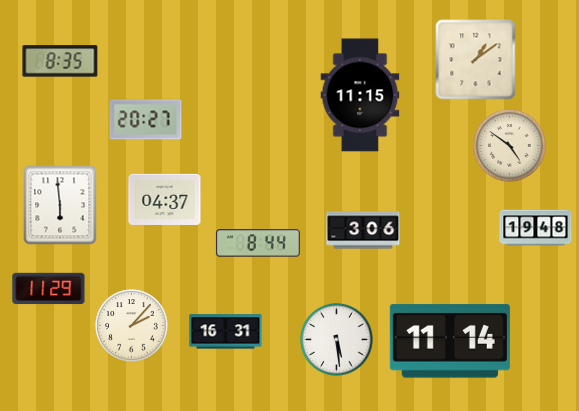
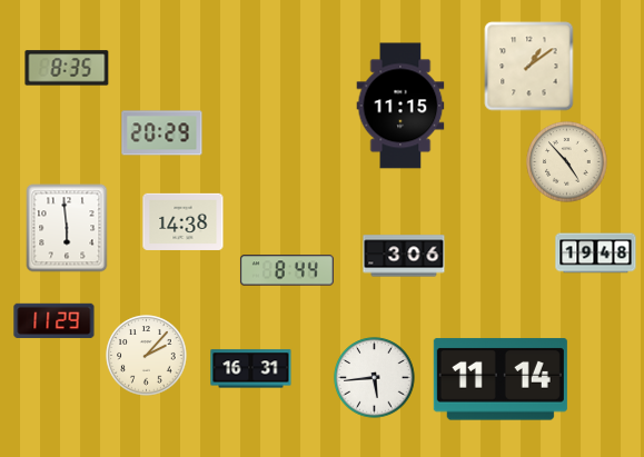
clock at (146, 120): 20:27 -> 20:29
clock at (510, 146): 4:51 -> 4:53
clock at (165, 199): 04:37 -> 14:38
clock at (132, 326) position: (132, 326) -> (147, 356)
clock at (337, 340): 5:29 -> 5:44
